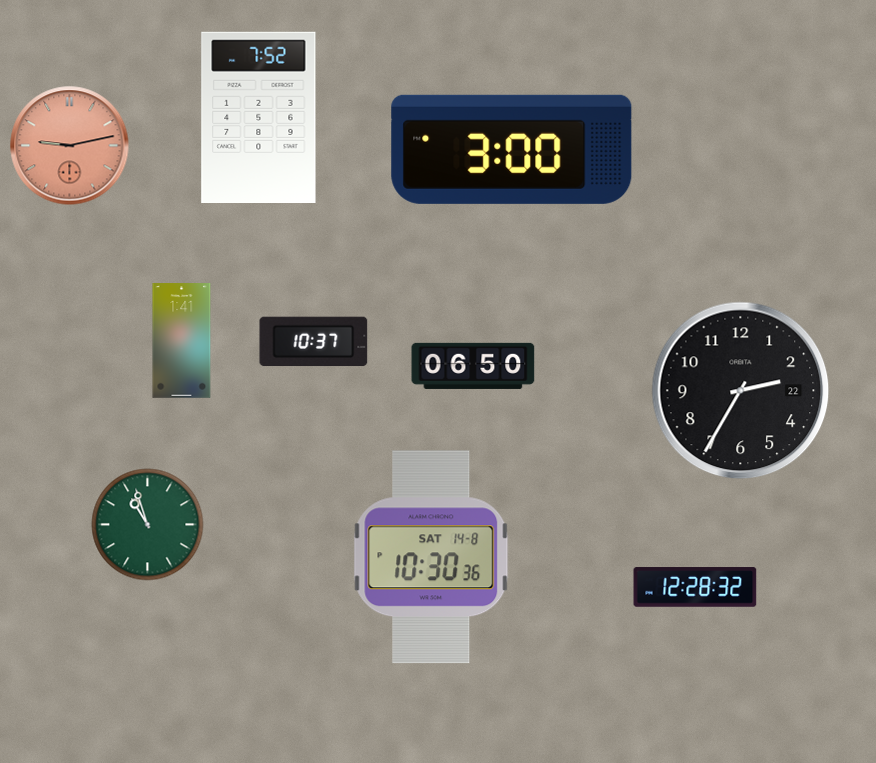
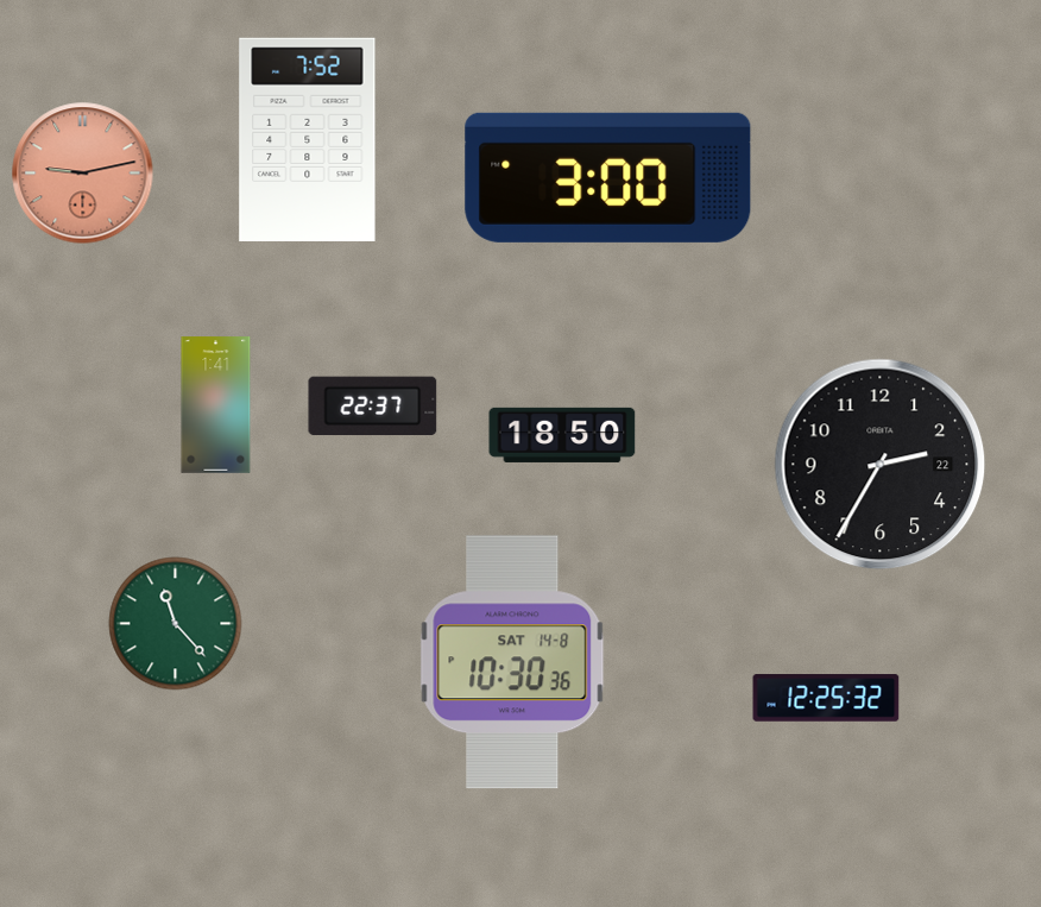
clock at (314, 342): 10:37 -> 22:37
clock at (473, 366): 06:50 -> 18:50
clock at (148, 525): 10:57 -> 11:23
clock at (695, 587): 12:28 -> 12:25
